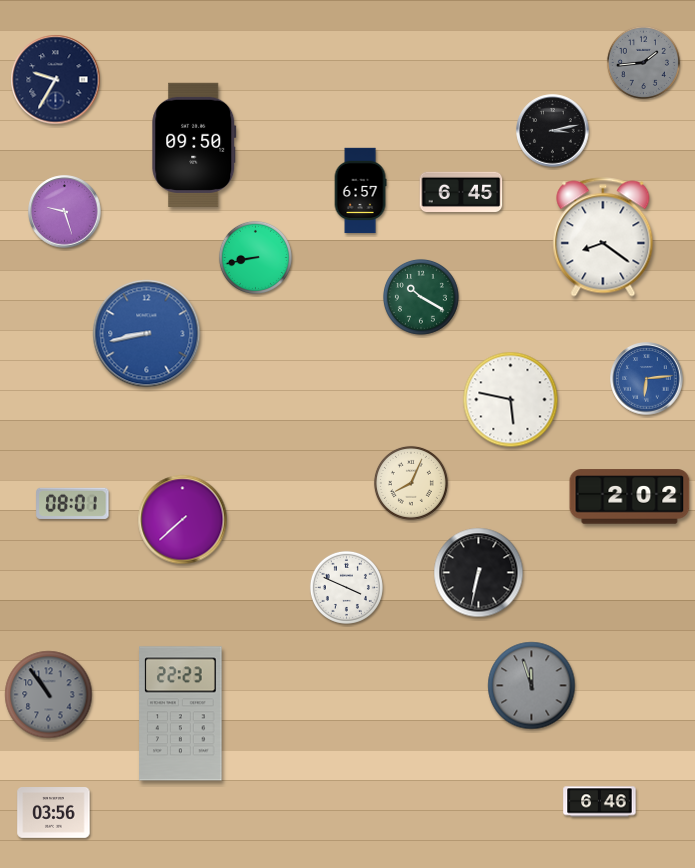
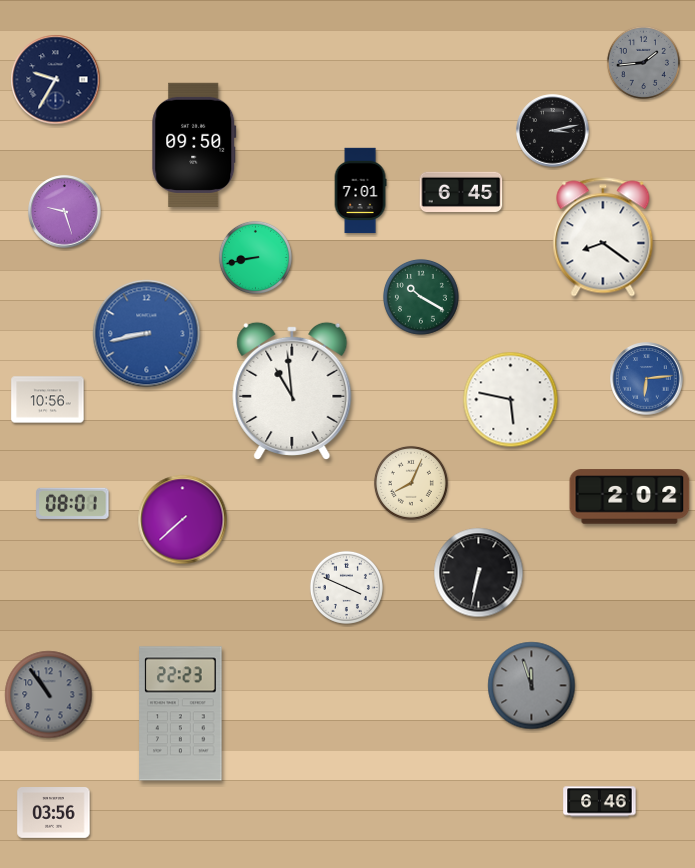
clock at (360, 191): 6:57 -> 7:01
clock at (292, 390): none -> 10:59
clock at (48, 400): none -> 10:56
